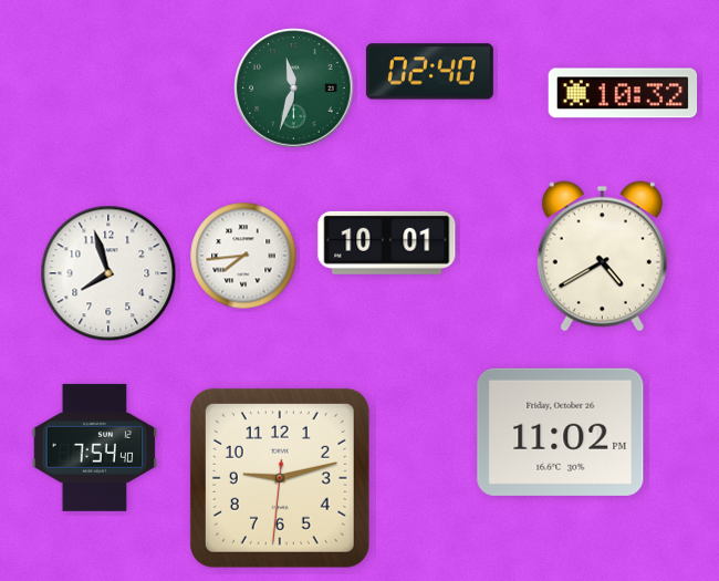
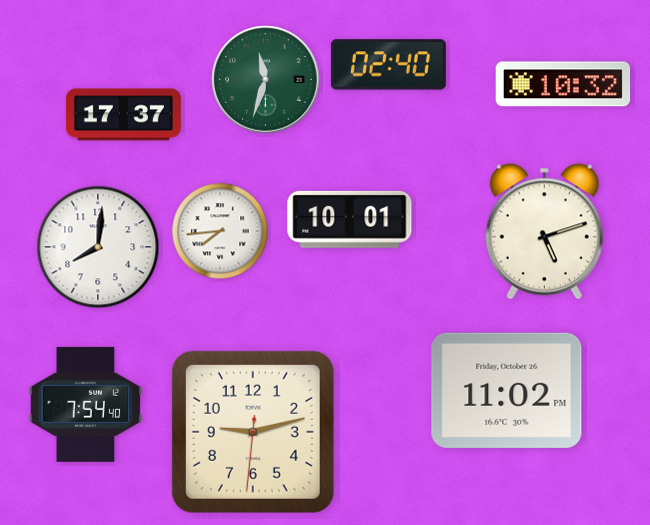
clock at (123, 115): none -> 17:37
clock at (602, 257): 4:40 -> 5:12
clock at (108, 273): 7:57 -> 8:01
